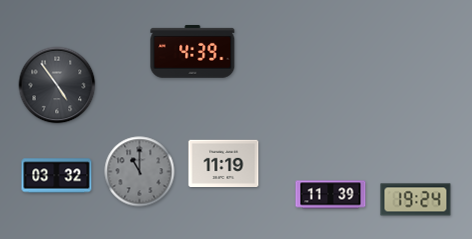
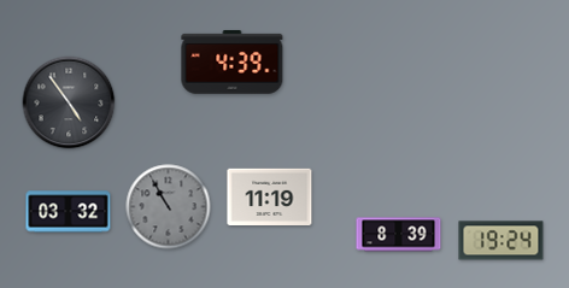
clock at (140, 172): 11:00 -> 10:55
clock at (331, 195): 11:39 -> 8:39
